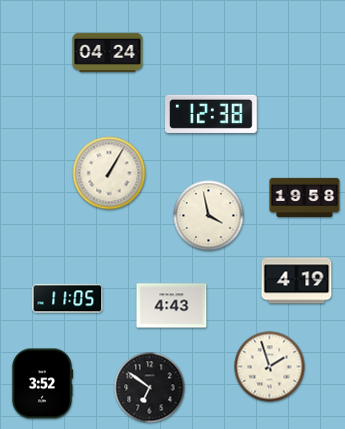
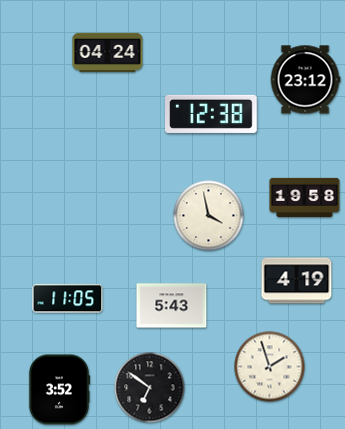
clock at (305, 80): none -> 23:12
clock at (109, 173): 1:05 -> none
clock at (172, 306): 4:43 -> 5:43
clock at (42, 384) position: (42, 384) -> (59, 390)
